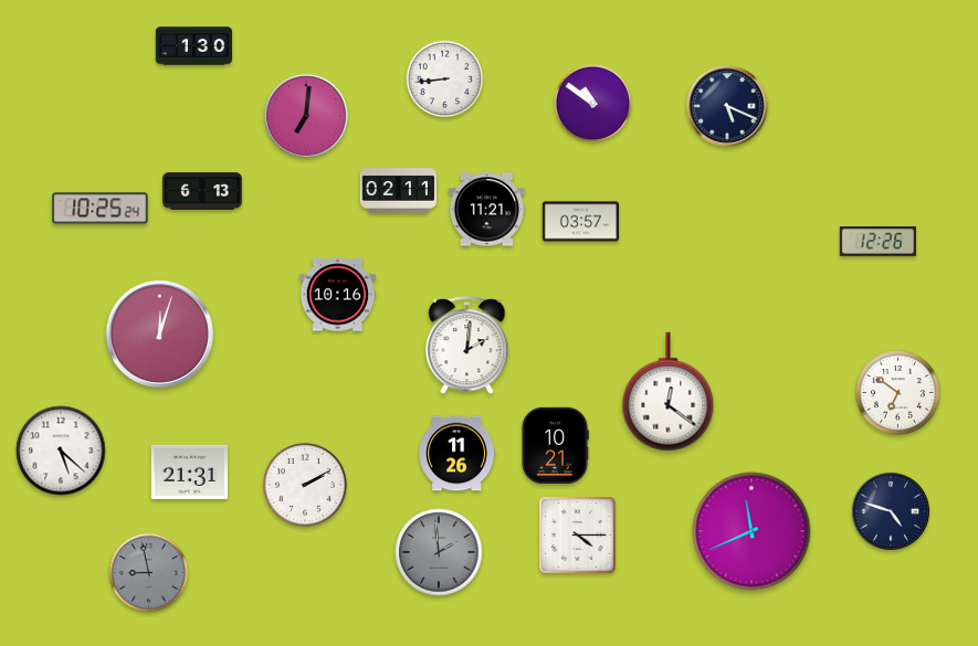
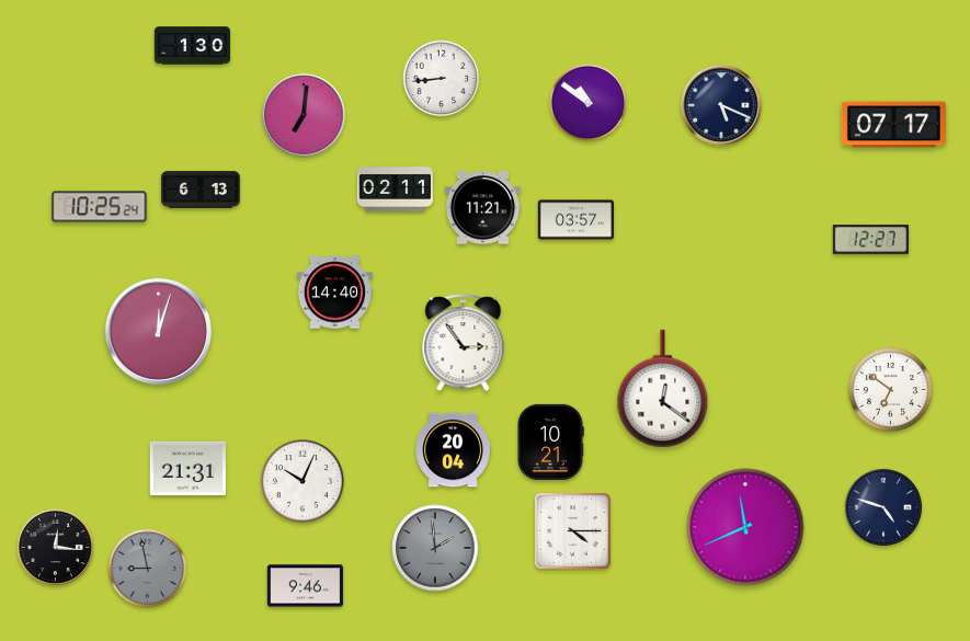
clock at (893, 125): none -> 07:17
clock at (877, 242): 12:26 -> 12:27
clock at (337, 295): 10:16 -> 14:40
clock at (467, 346): 2:01 -> 2:54
clock at (61, 451): 5:22 -> none
clock at (456, 454): 11:26 -> 20:04
clock at (305, 485): 2:10 -> 10:04
clock at (55, 547): none -> 12:16
clock at (305, 586): none -> 9:46
